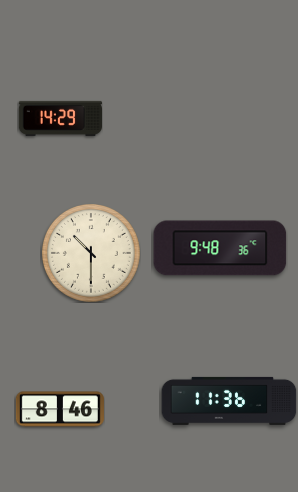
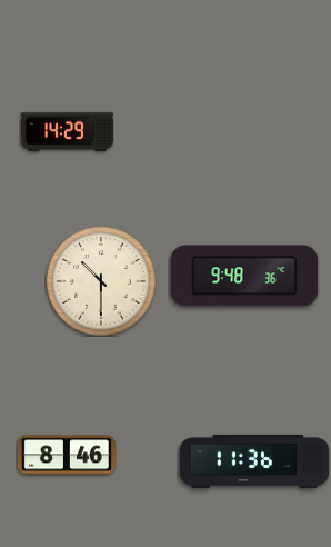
clock at (229, 401) position: (229, 401) -> (254, 461)
